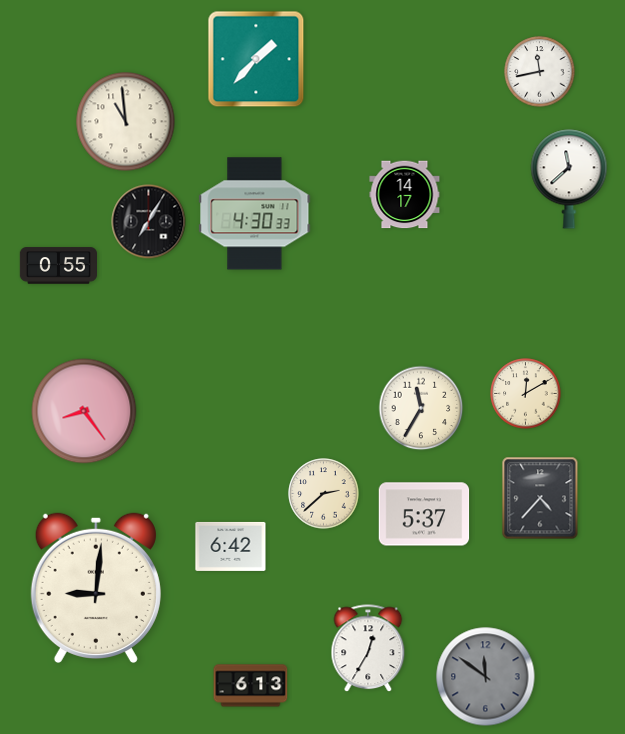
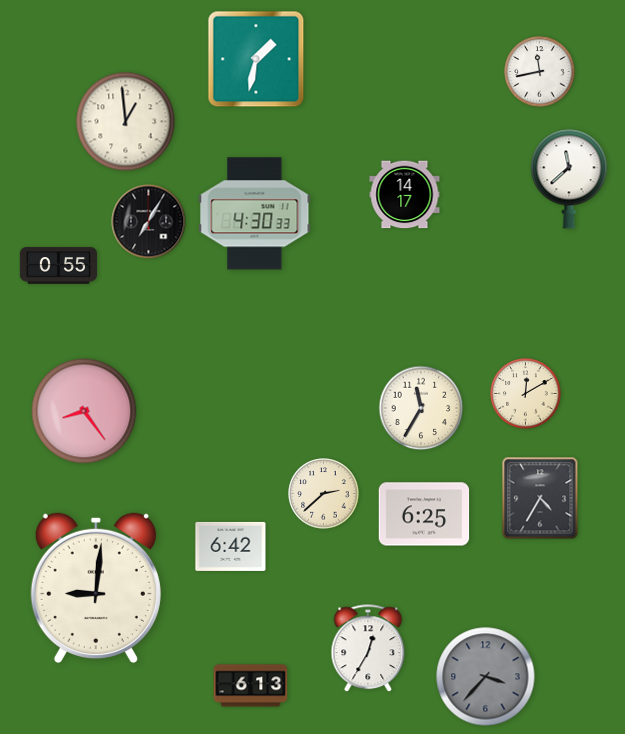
clock at (256, 59): 1:37 -> 1:32
clock at (126, 122): 10:59 -> 12:59
clock at (540, 498): 4:37 -> 4:35
clock at (424, 514): 5:37 -> 6:25
clock at (486, 677): 11:51 -> 3:37
